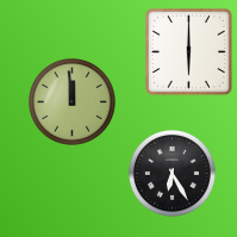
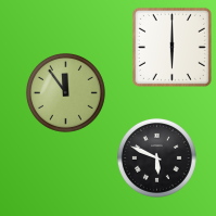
clock at (71, 101): 11:59 -> 11:54
clock at (171, 173): 6:25 -> 5:49
